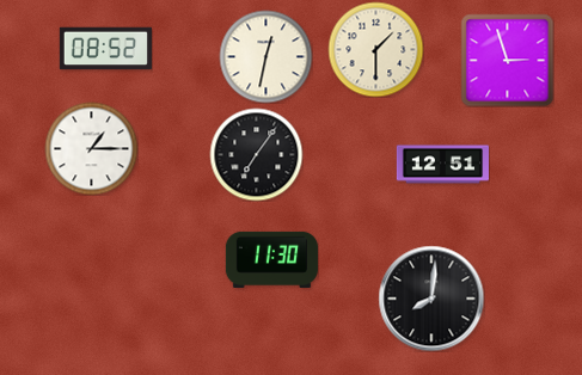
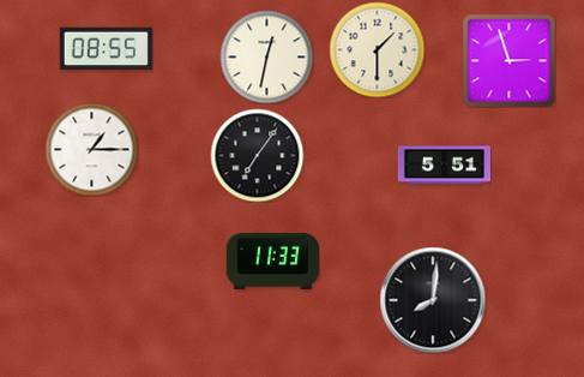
clock at (105, 49): 08:52 -> 08:55
clock at (442, 165): 12:51 -> 5:51
clock at (271, 259): 11:30 -> 11:33
